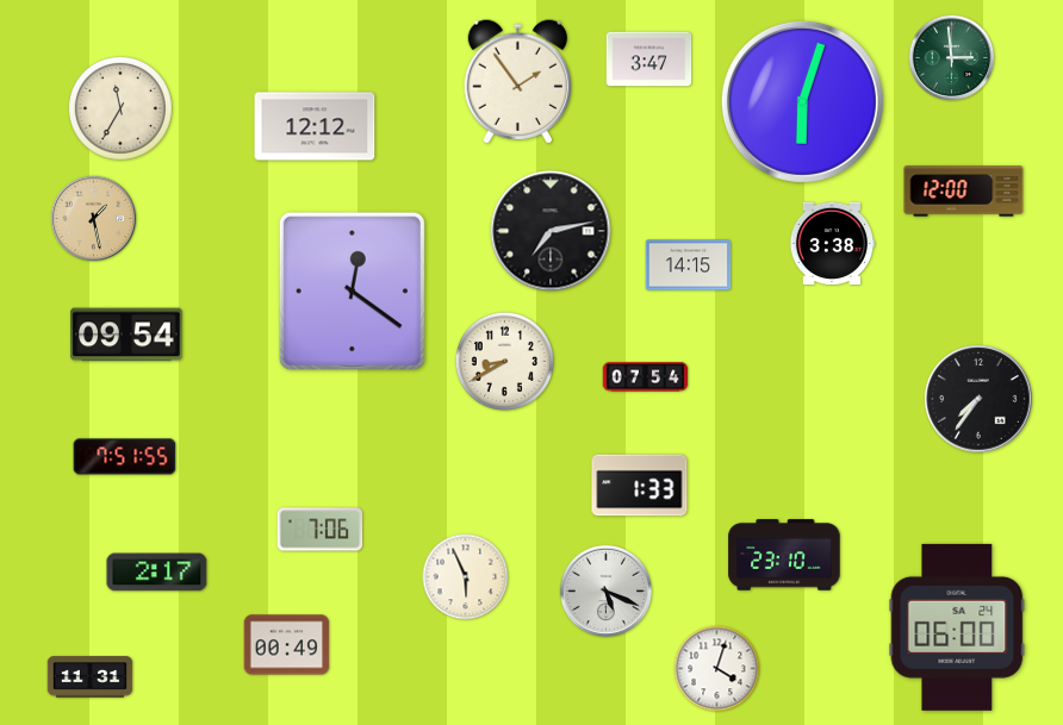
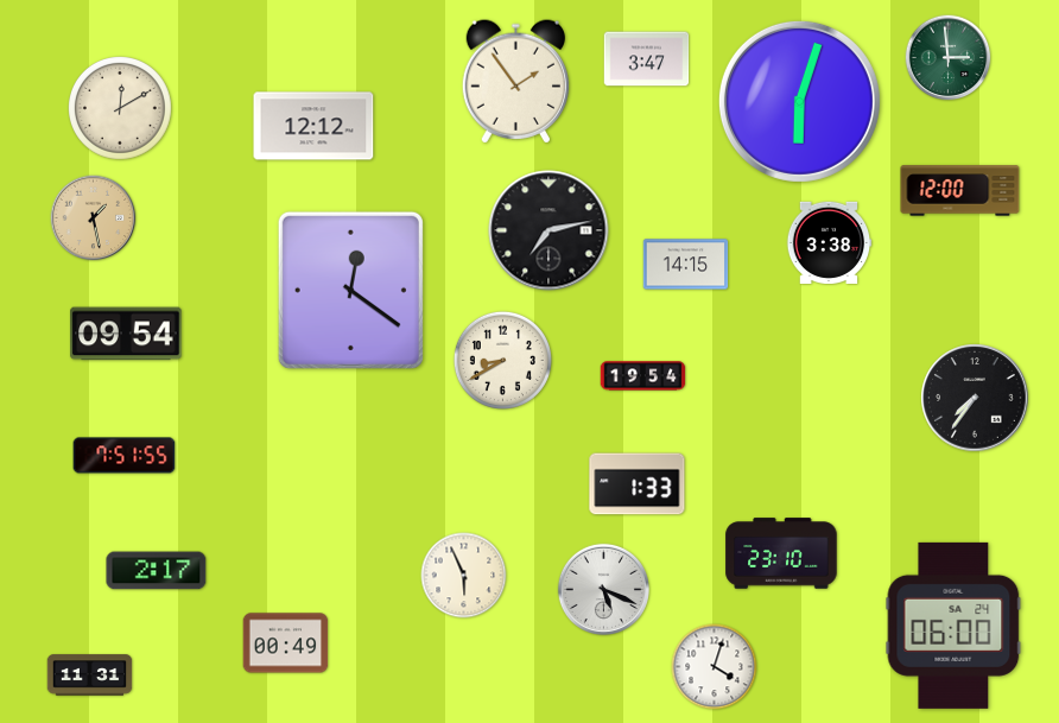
clock at (122, 110): 11:35 -> 12:10
clock at (646, 377): 07:54 -> 19:54
clock at (321, 530): 7:06 -> none
